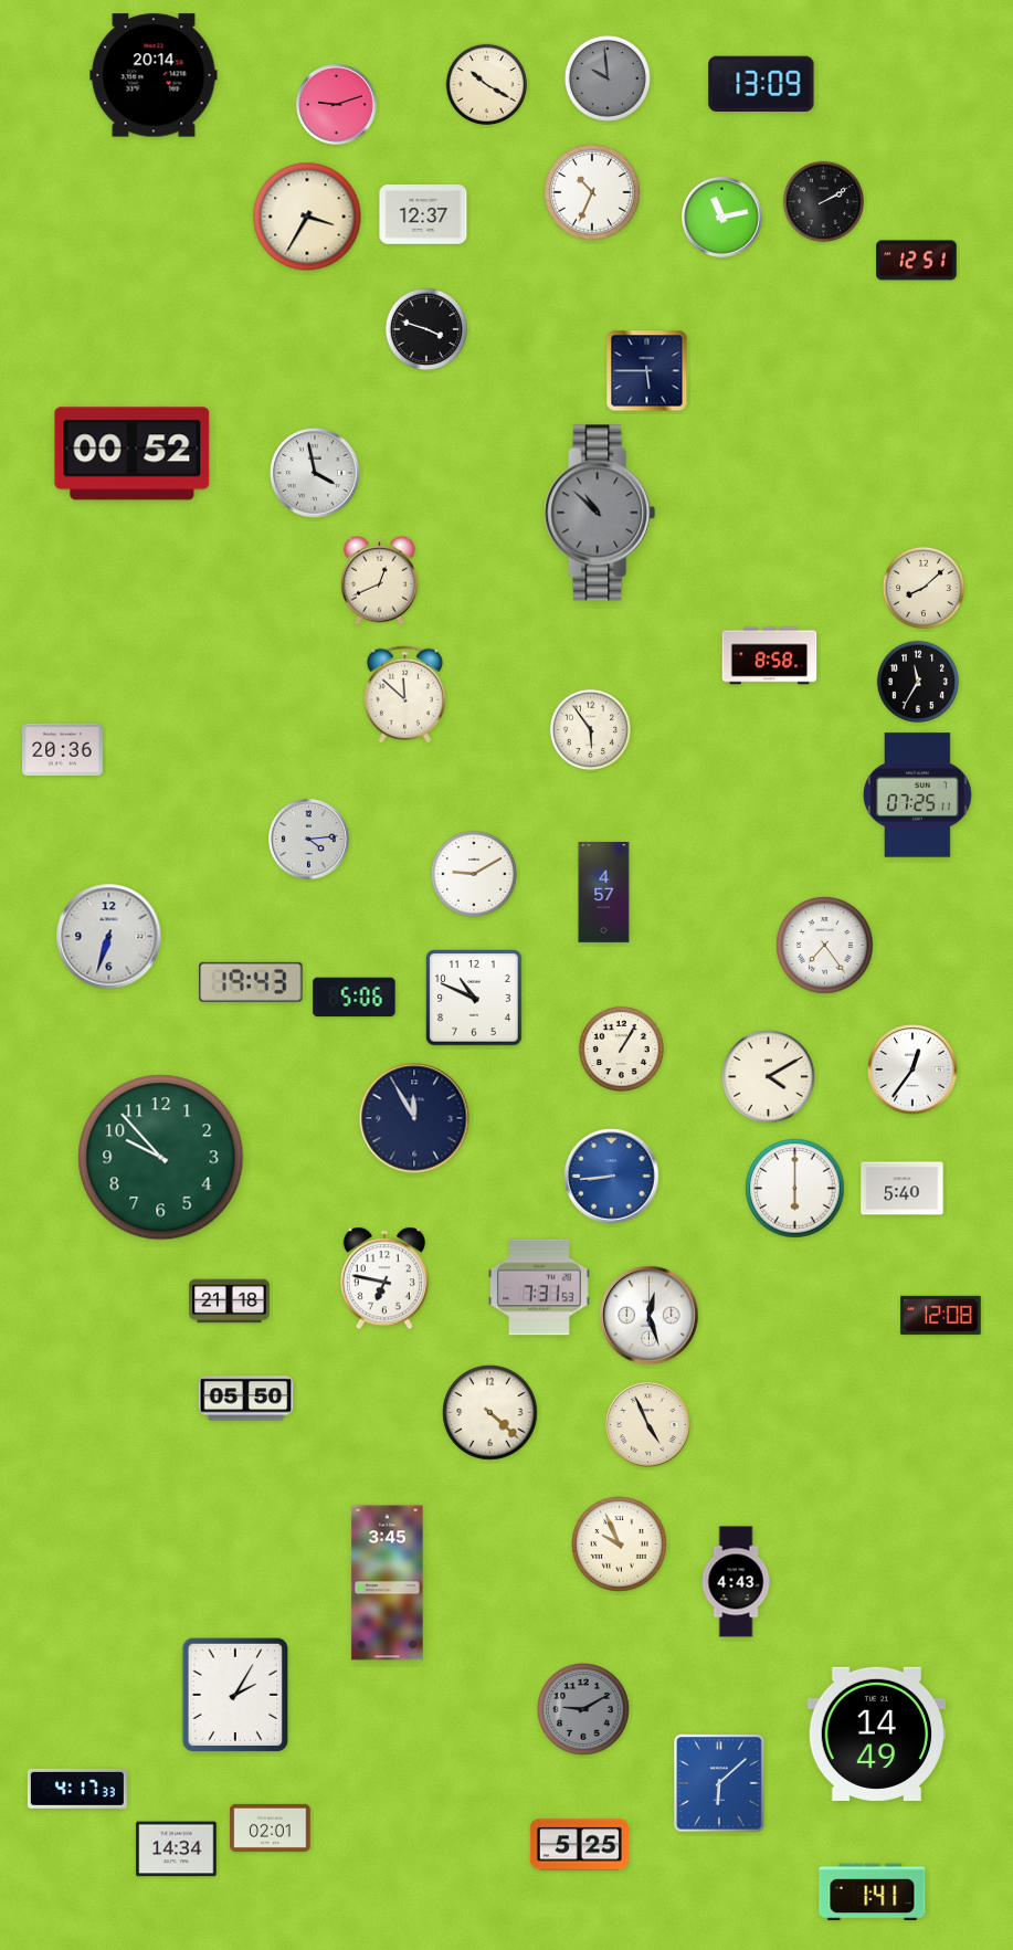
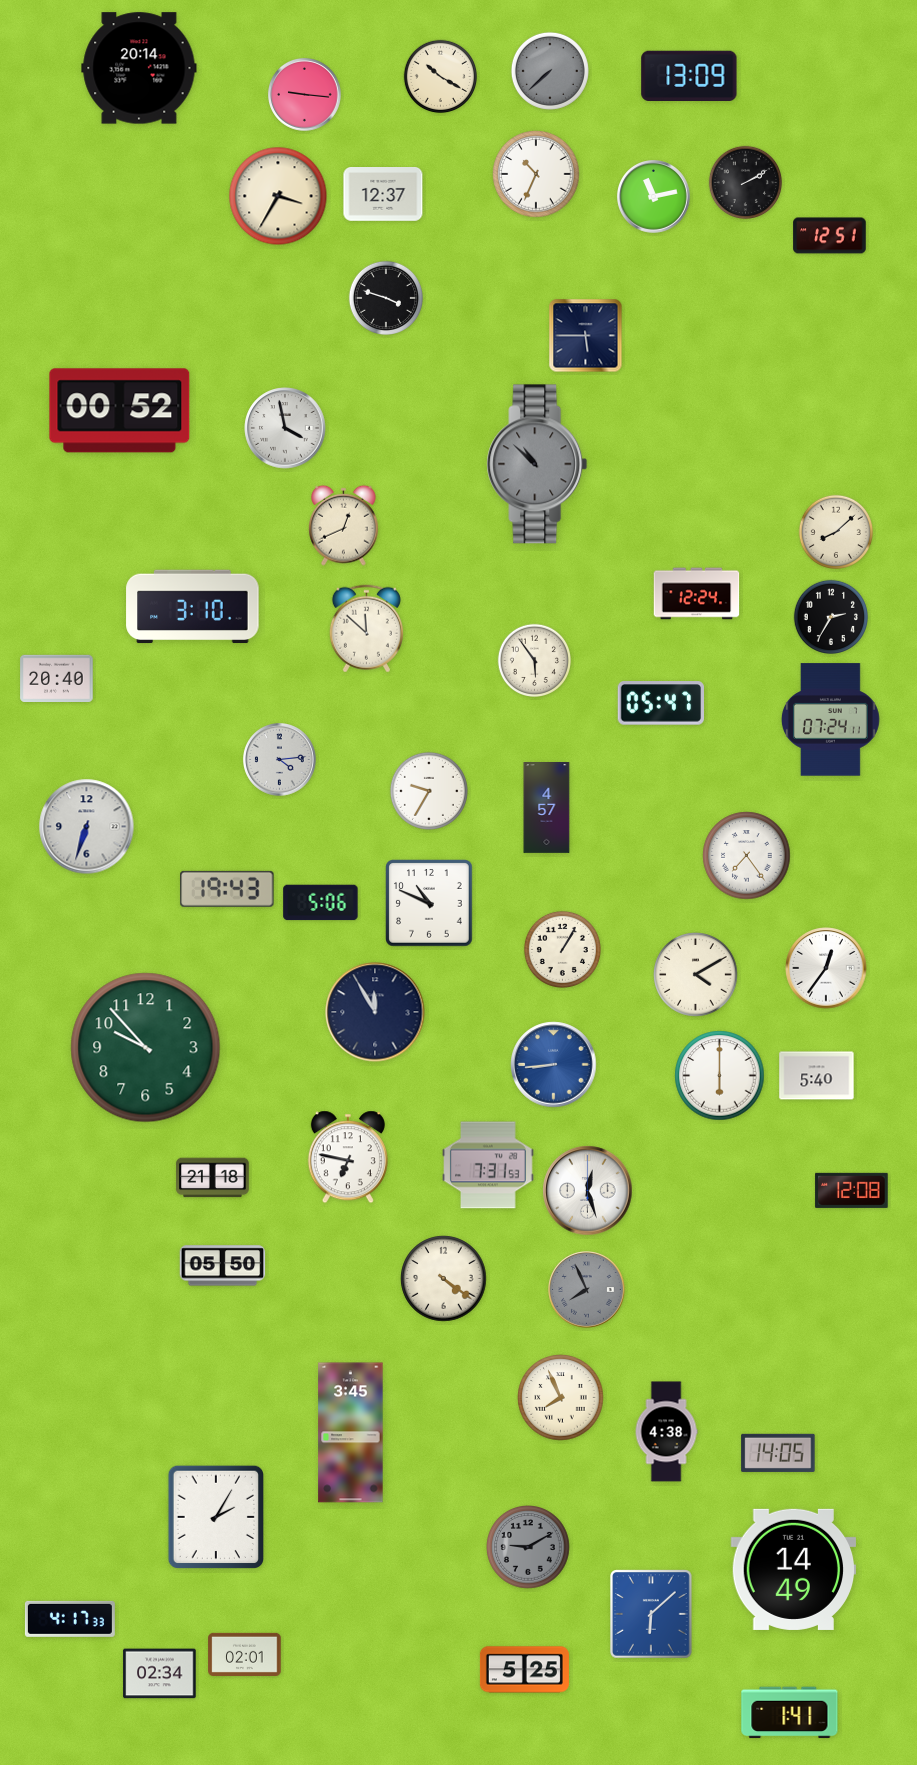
clock at (608, 78): 9:59 -> 7:38
clock at (337, 105): 9:12 -> 9:16
clock at (600, 513) position: (600, 513) -> (537, 464)
clock at (770, 656): 8:58 -> 12:24
clock at (193, 607): none -> 3:10
clock at (917, 681): 11:35 -> 2:35
clock at (63, 749): 20:36 -> 20:40
clock at (660, 703): none -> 05:47
clock at (917, 795): 07:25 -> 07:24
clock at (474, 874): 9:10 -> 9:35
clock at (109, 937) position: (109, 937) -> (87, 827)
clock at (230, 1301) position: (230, 1301) -> (213, 1178)
clock at (490, 1413): 4:22 -> 4:21
clock at (648, 1425): 4:56 -> 7:56
clock at (648, 1425) dial: cream -> grey
clock at (620, 1545): 9:56 -> 7:56
clock at (736, 1582): 4:43 -> 4:38
clock at (778, 1453): none -> 14:05
clock at (234, 1694) position: (234, 1694) -> (215, 1516)
clock at (177, 1849): 14:34 -> 02:34
